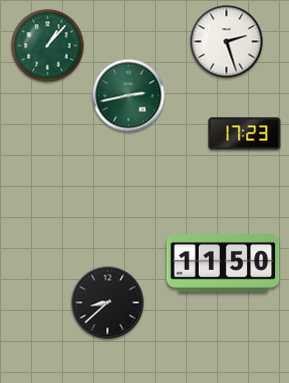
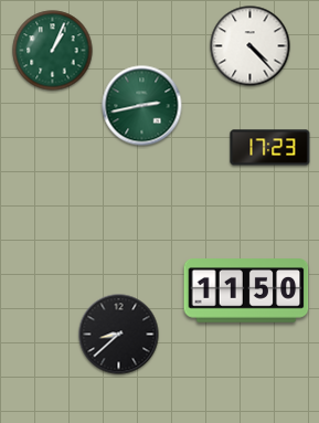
clock at (227, 42): 2:27 -> 4:23
clock at (48, 46): 1:07 -> 1:04
